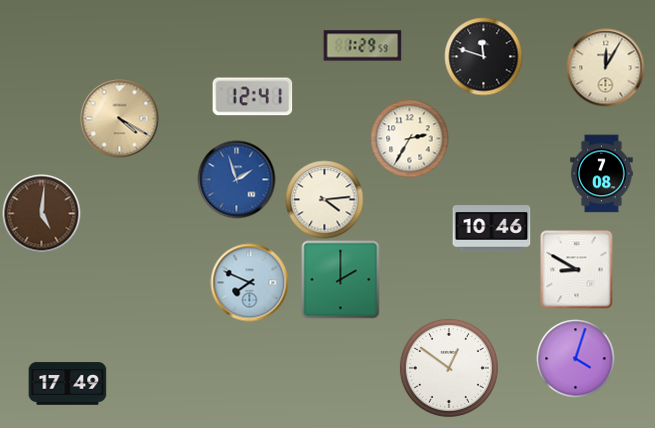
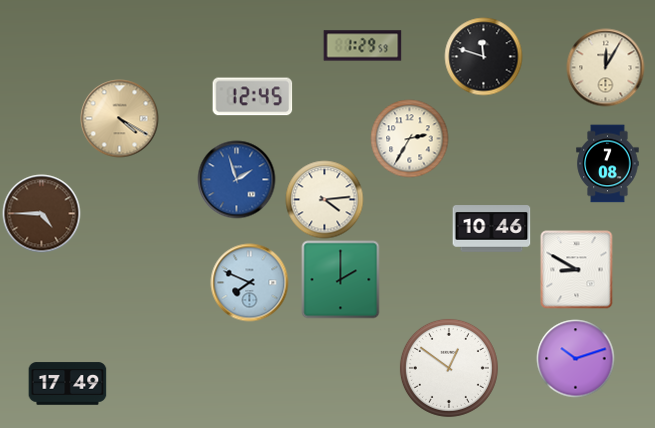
clock at (252, 97): 12:41 -> 12:45
clock at (602, 173) position: (602, 173) -> (608, 163)
clock at (41, 213): 5:01 -> 4:45
clock at (575, 358): 4:03 -> 10:12
